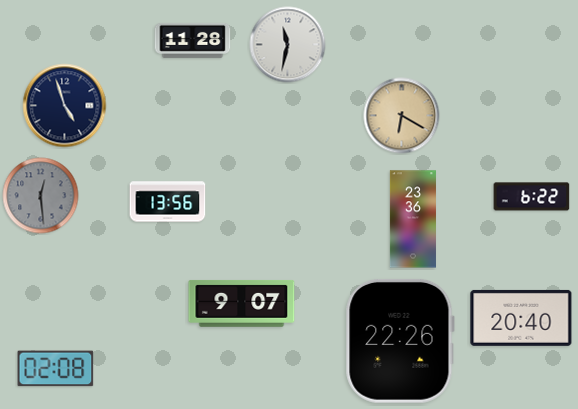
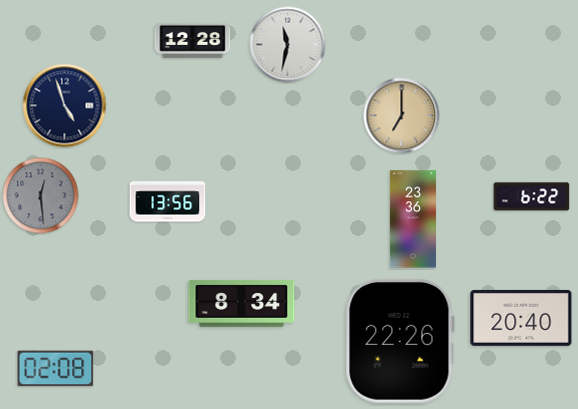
clock at (193, 40): 11:28 -> 12:28
clock at (402, 116): 6:20 -> 7:00
clock at (242, 304): 9:07 -> 8:34
